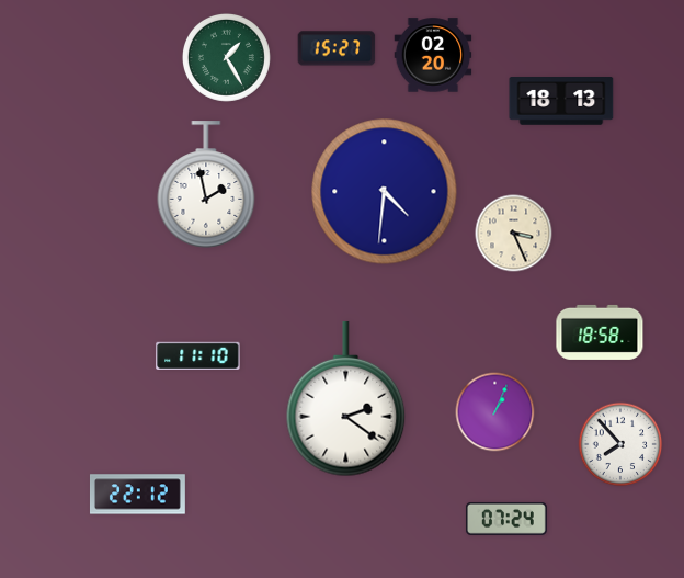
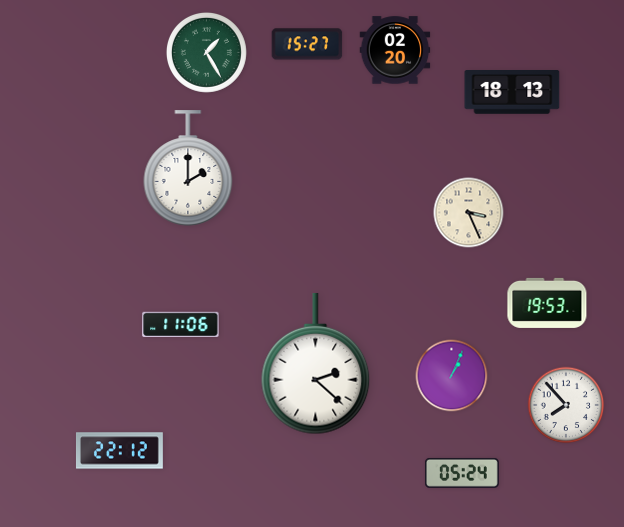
clock at (206, 184): 1:58 -> 2:00
clock at (385, 192): 4:31 -> none
clock at (600, 332): 18:58 -> 19:53
clock at (198, 356): 11:10 -> 11:06
clock at (346, 399): 2:21 -> 2:22
clock at (137, 495) position: (137, 495) -> (119, 451)
clock at (506, 519): 07:24 -> 05:24
